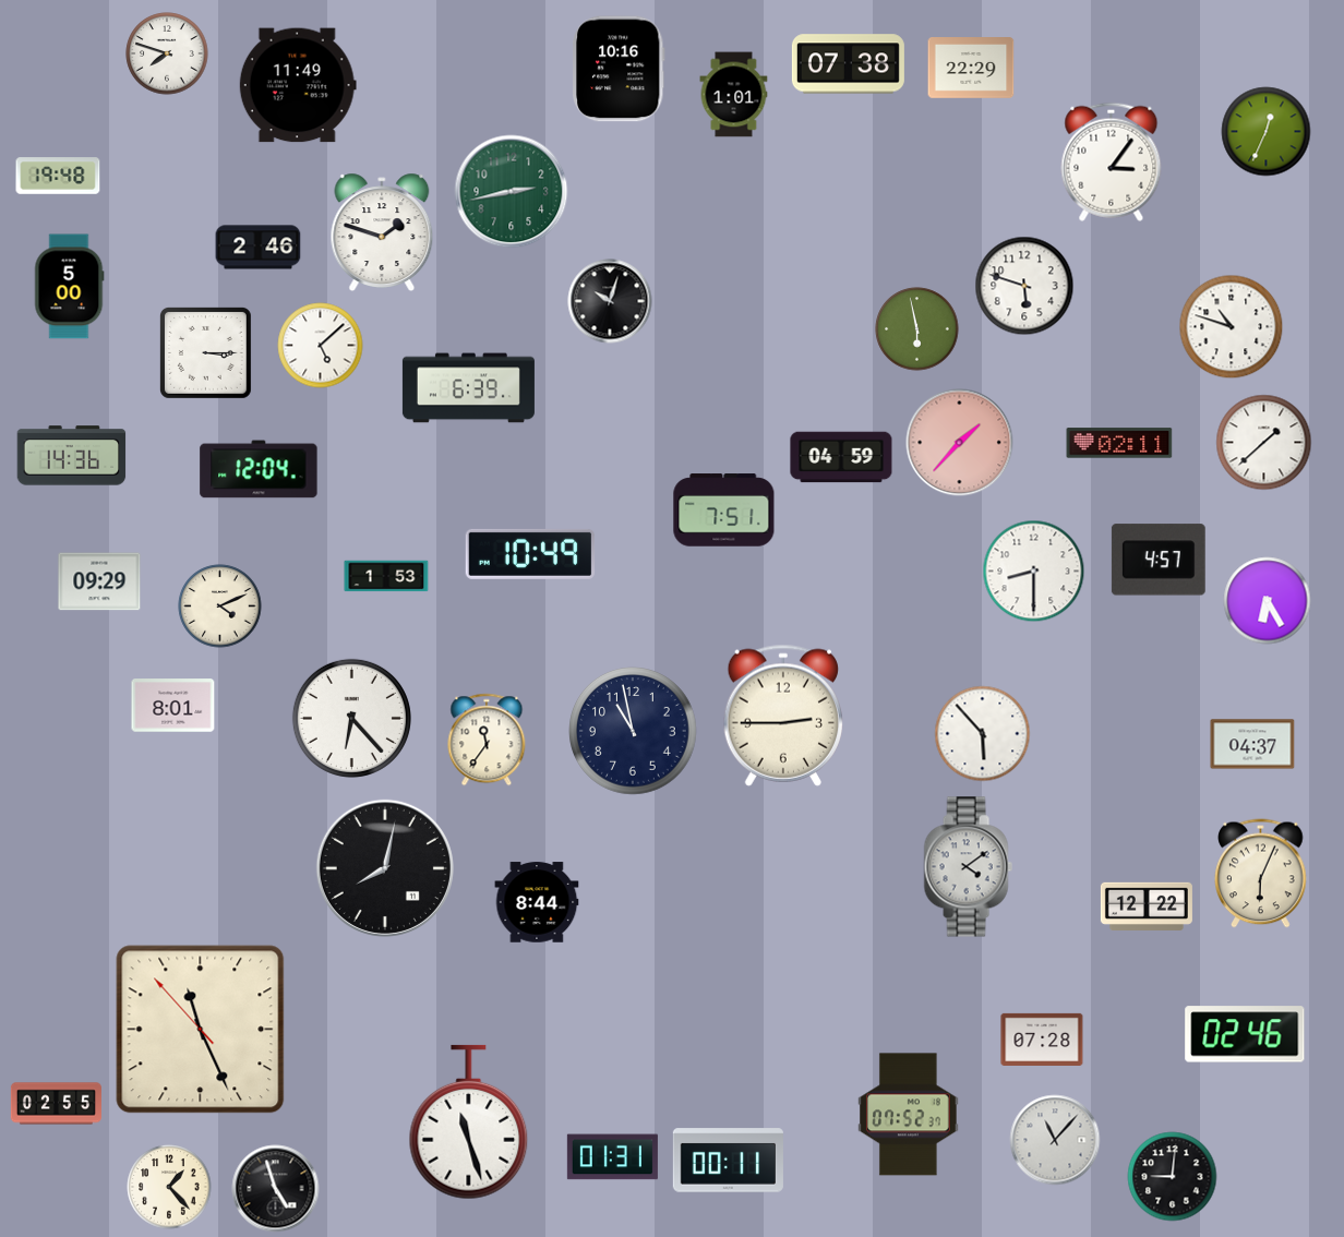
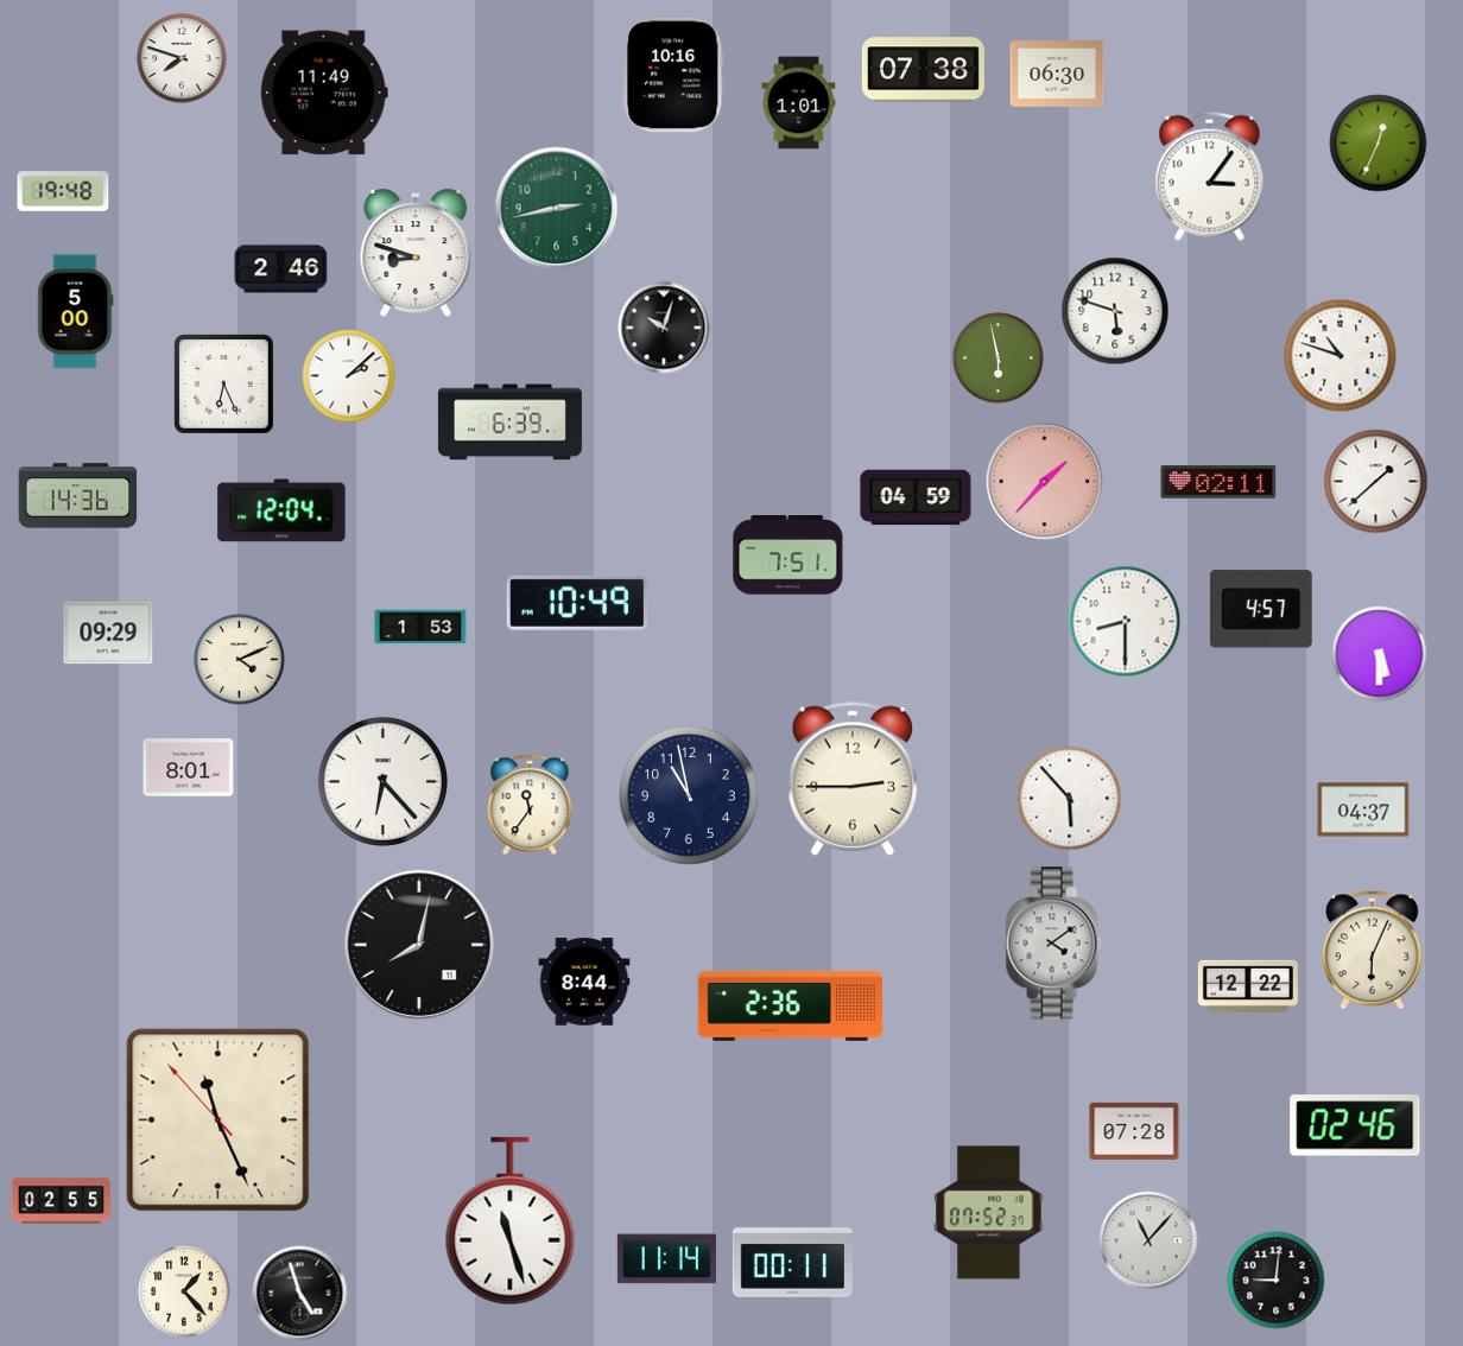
clock at (971, 69): 22:29 -> 06:30
clock at (382, 232): 1:48 -> 8:48
clock at (321, 346): 5:08 -> 2:08
clock at (205, 352): 3:15 -> 6:26
clock at (1268, 601): 6:25 -> 5:30
clock at (791, 1005): none -> 2:36
clock at (612, 1157): 01:31 -> 11:14
